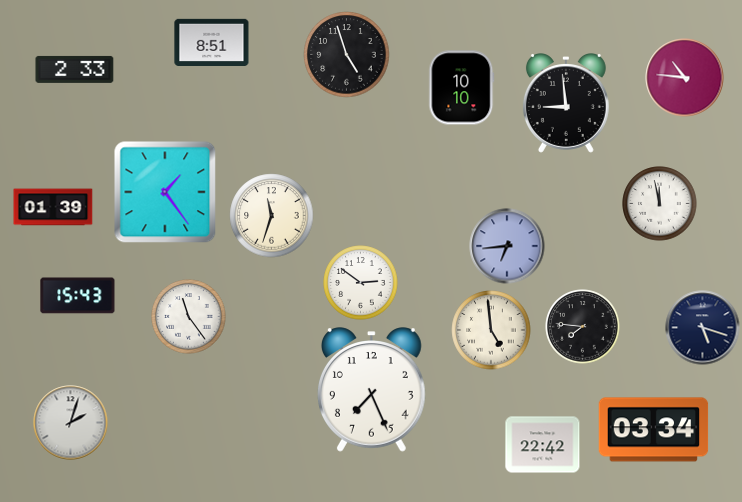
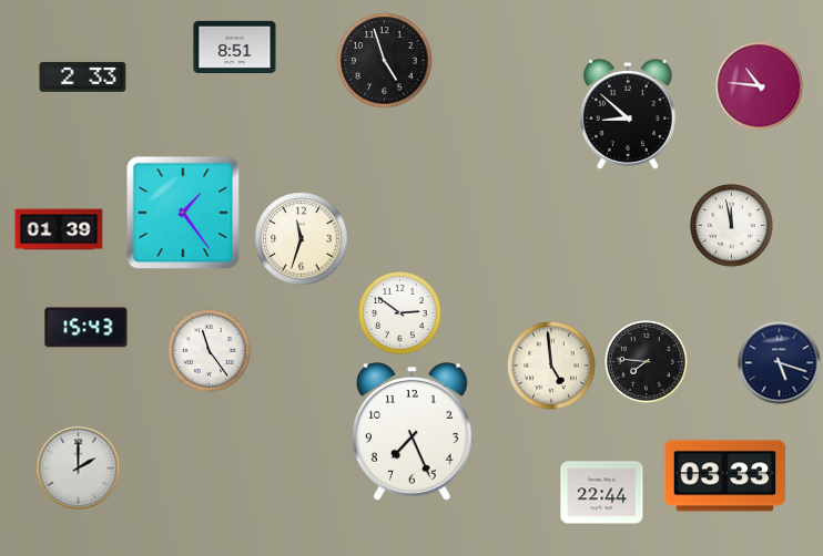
clock at (462, 88): 10:10 -> none
clock at (566, 103): 8:59 -> 8:52
clock at (507, 246): 6:44 -> none
clock at (491, 330) position: (491, 330) -> (551, 365)
clock at (71, 423): 2:03 -> 2:00
clock at (654, 430): 03:34 -> 03:33
clock at (543, 445): 22:42 -> 22:44
